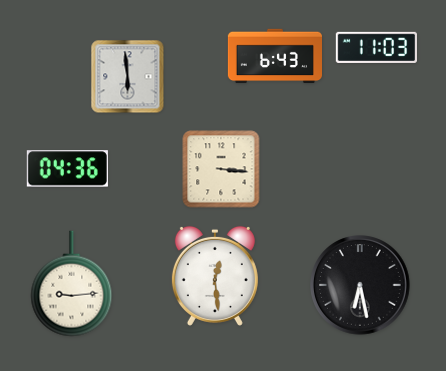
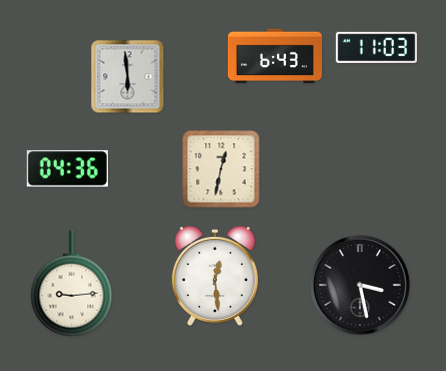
clock at (221, 169): 3:16 -> 12:32
clock at (360, 285): 6:28 -> 3:28
